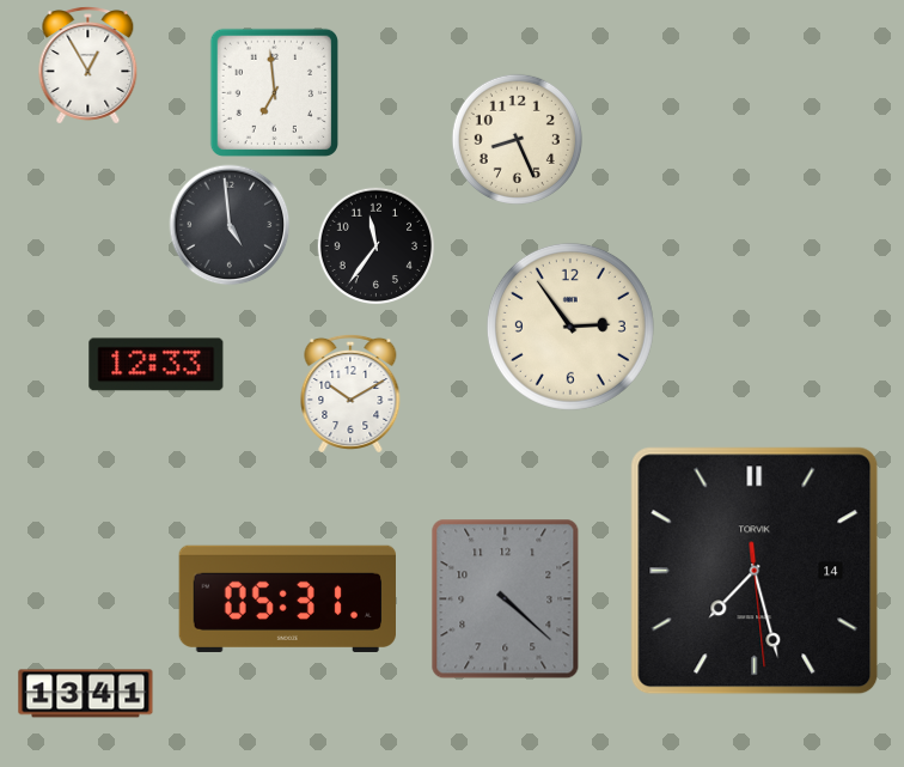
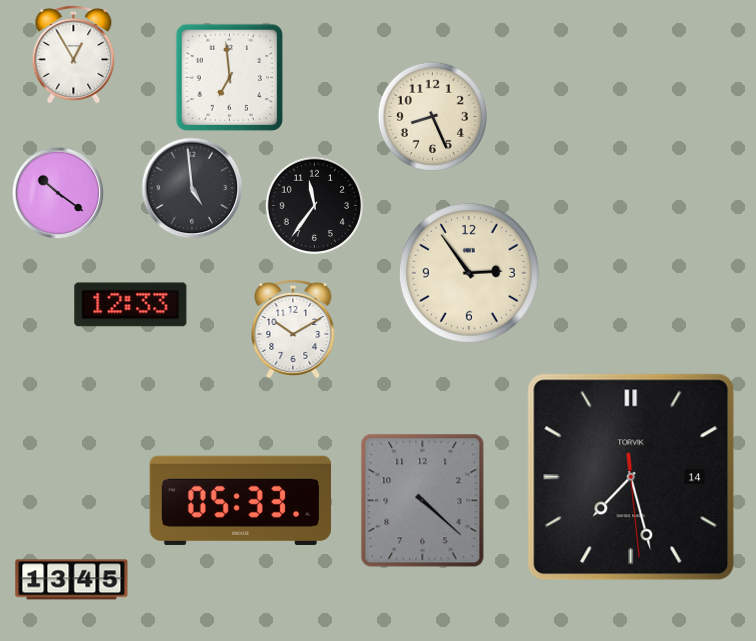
clock at (58, 193): none -> 10:21
clock at (570, 327) position: (570, 327) -> (469, 273)
clock at (287, 598): 05:31 -> 05:33
clock at (86, 694): 13:41 -> 13:45
